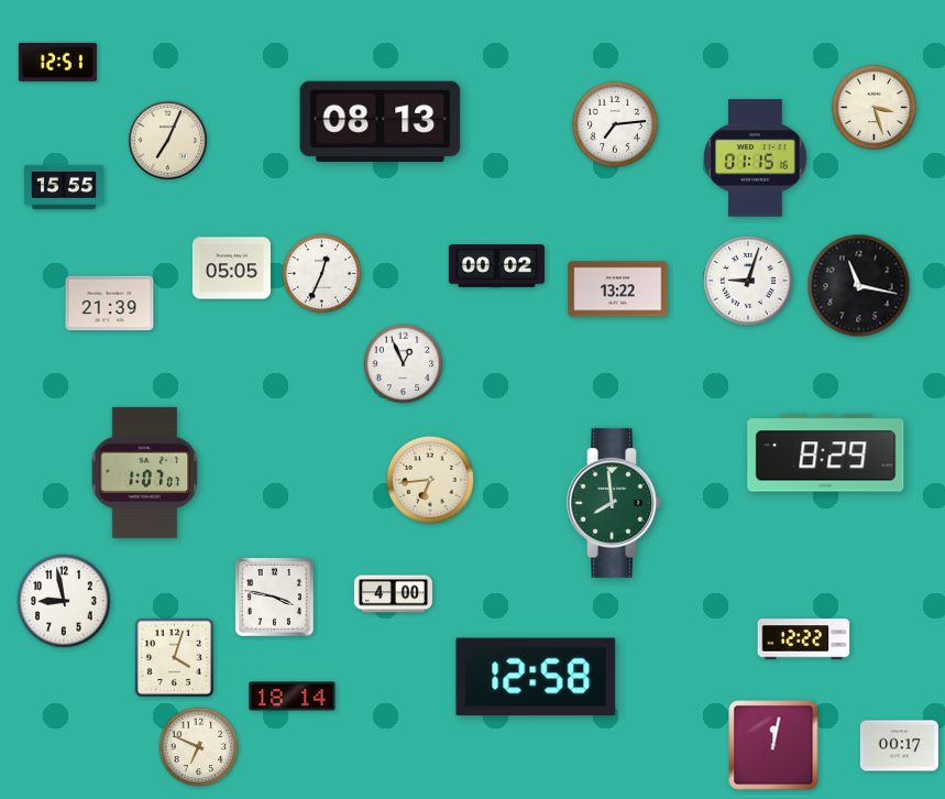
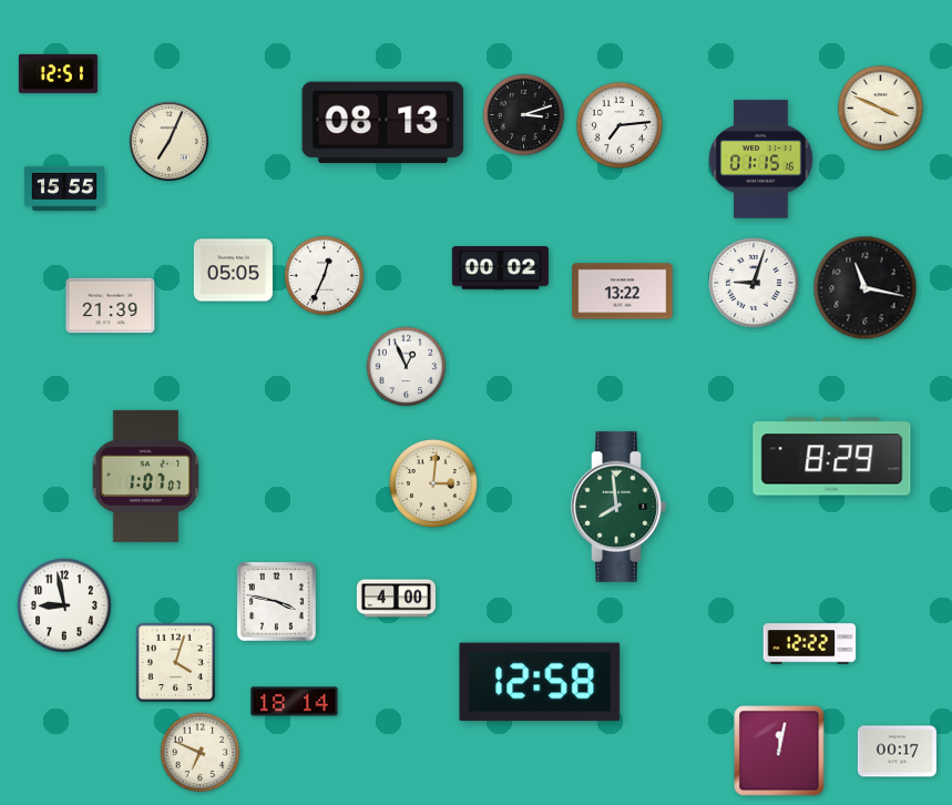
clock at (57, 62) position: (57, 62) -> (58, 73)
clock at (873, 107): 3:27 -> 3:49
clock at (524, 115): none -> 3:12
clock at (430, 480): 6:44 -> 3:01
clock at (899, 746) position: (899, 746) -> (897, 752)
